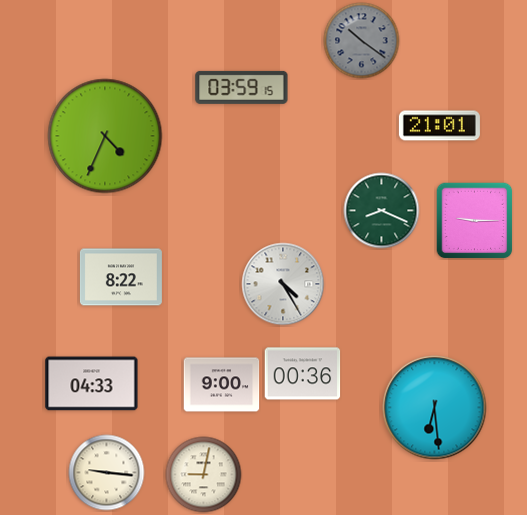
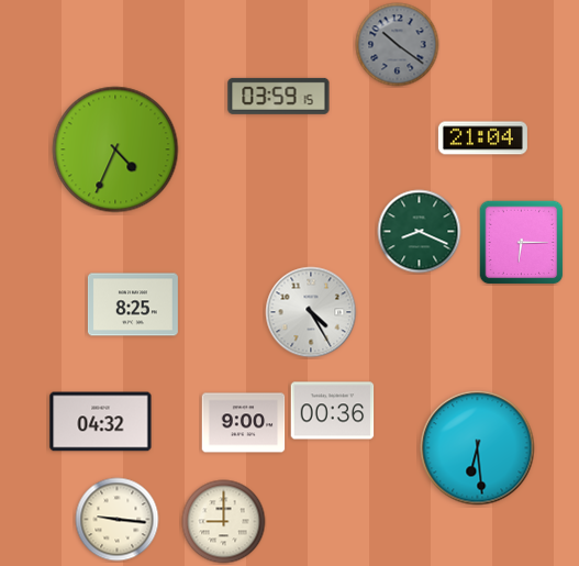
clock at (242, 87) position: (242, 87) -> (279, 96)
clock at (439, 126): 21:01 -> 21:04
clock at (474, 220): 9:15 -> 6:15
clock at (121, 277): 8:22 -> 8:25
clock at (92, 384): 04:33 -> 04:32
clock at (204, 475): 9:02 -> 9:00
